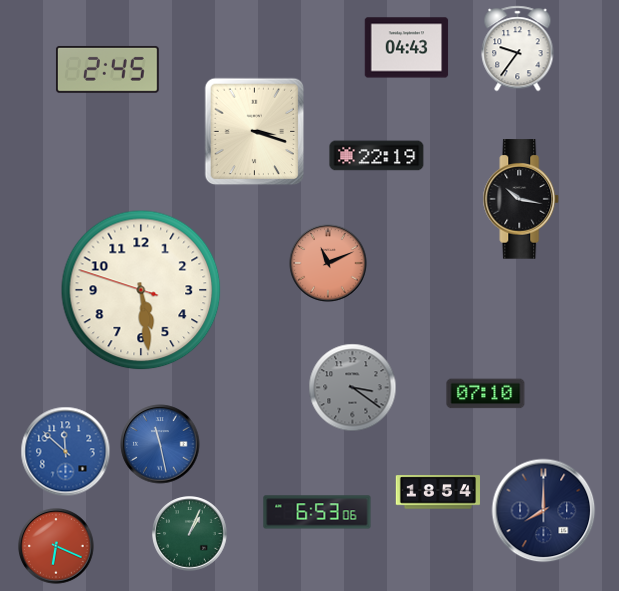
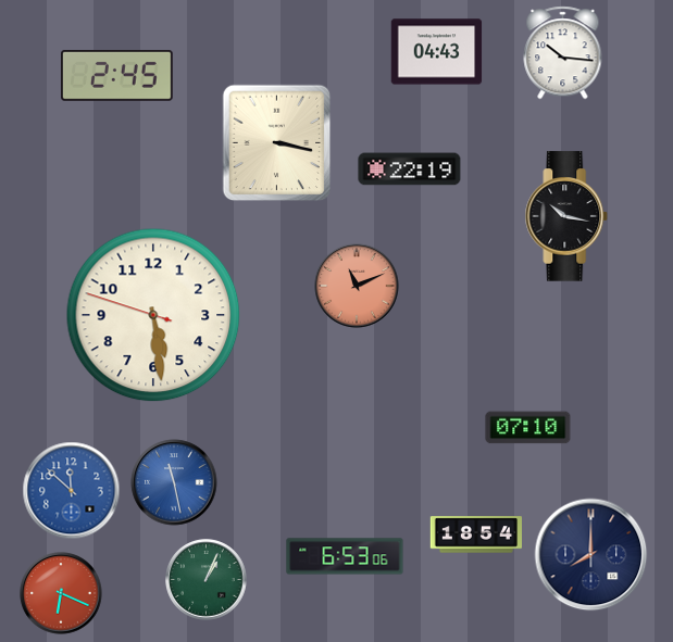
clock at (407, 48) position: (407, 48) -> (437, 52)
clock at (518, 49): 9:36 -> 10:16
clock at (255, 132): 3:18 -> 3:17
clock at (353, 388): 3:21 -> none
